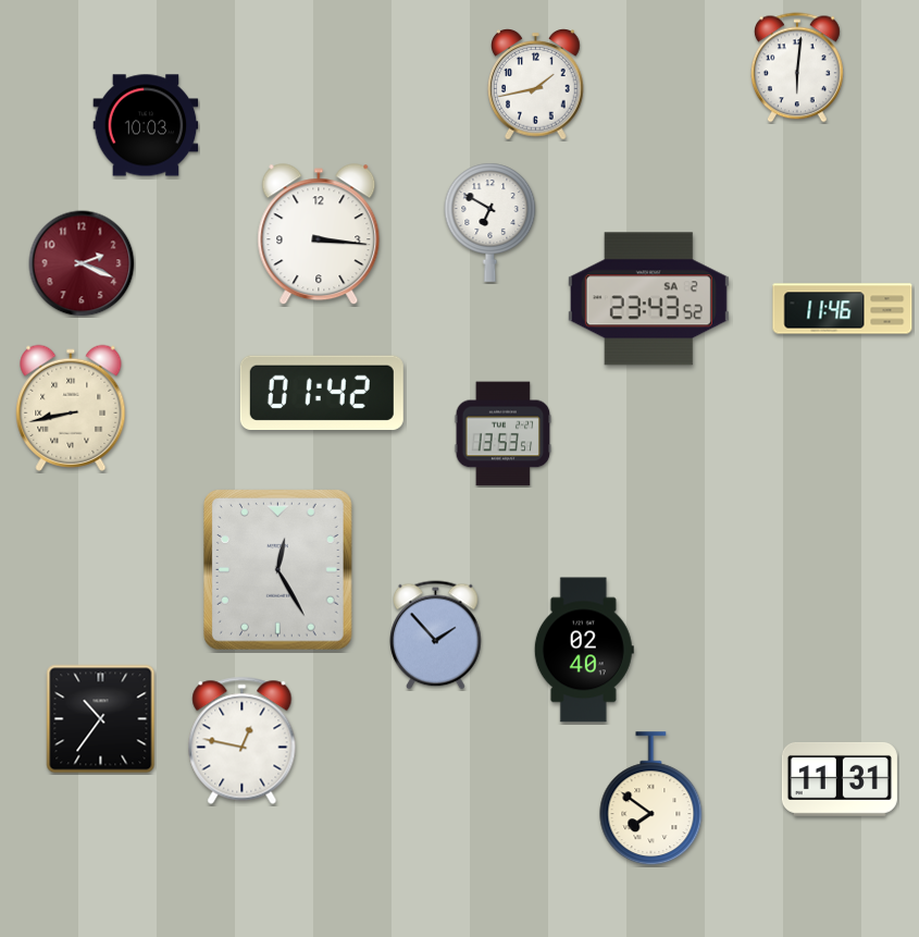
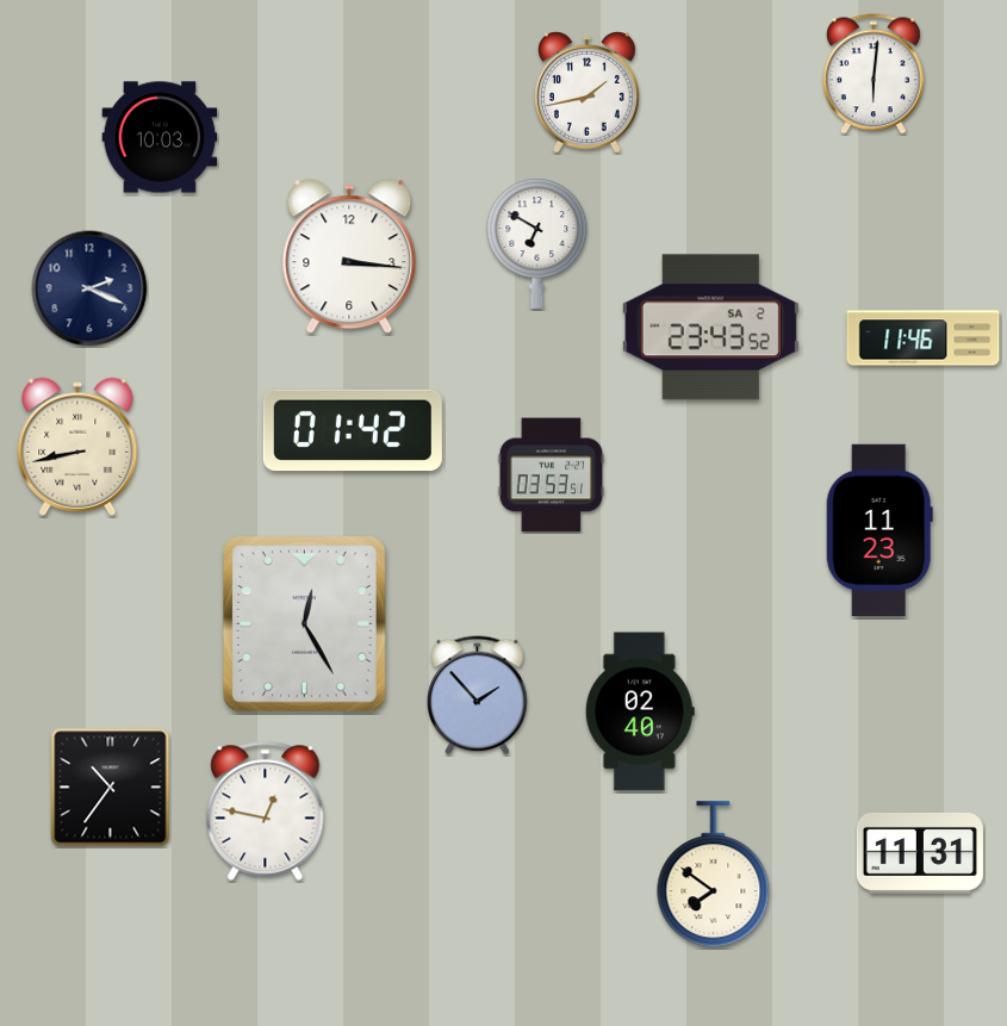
clock at (82, 263) dial: burgundy -> navy
clock at (504, 434): 13:53 -> 03:53
clock at (879, 530): none -> 11:23
